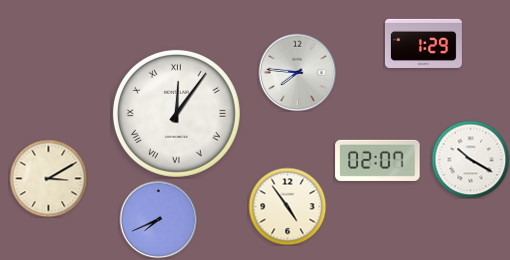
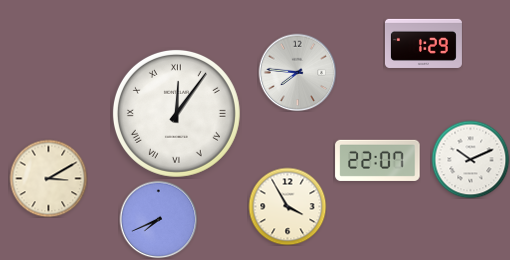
clock at (470, 159): 10:20 -> 10:11
clock at (378, 160): 02:07 -> 22:07
clock at (287, 206): 4:54 -> 3:55
